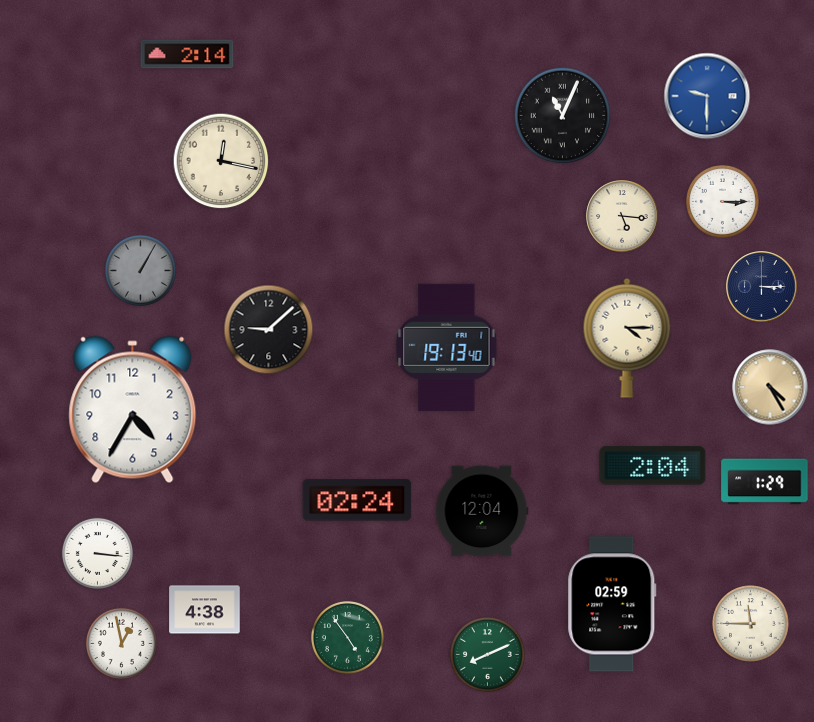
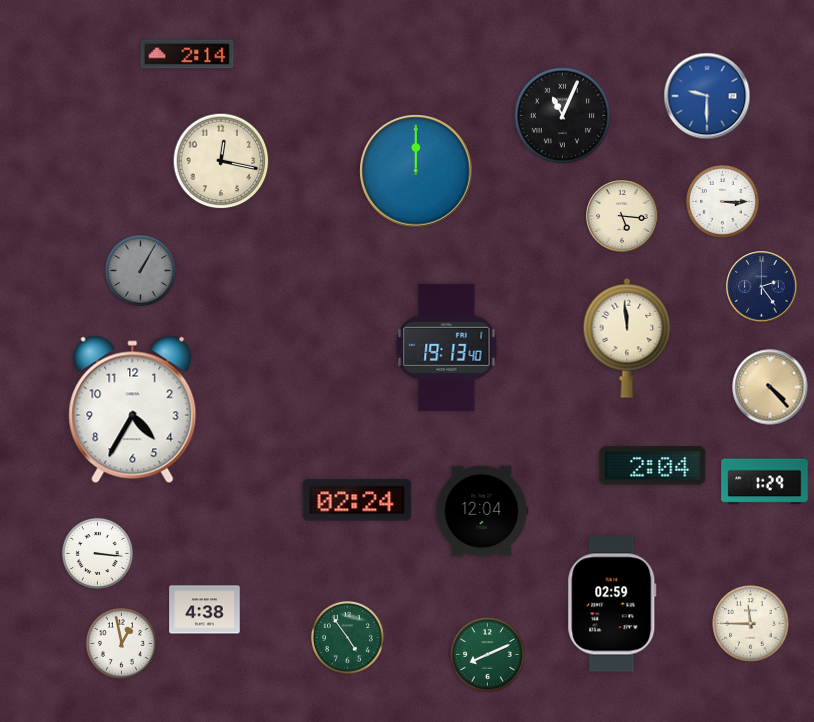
clock at (416, 171): none -> 12:00
clock at (762, 287): 3:15 -> 2:24
clock at (269, 330): 9:08 -> none
clock at (627, 338): 4:15 -> 11:59
clock at (770, 387): 4:25 -> 4:23
